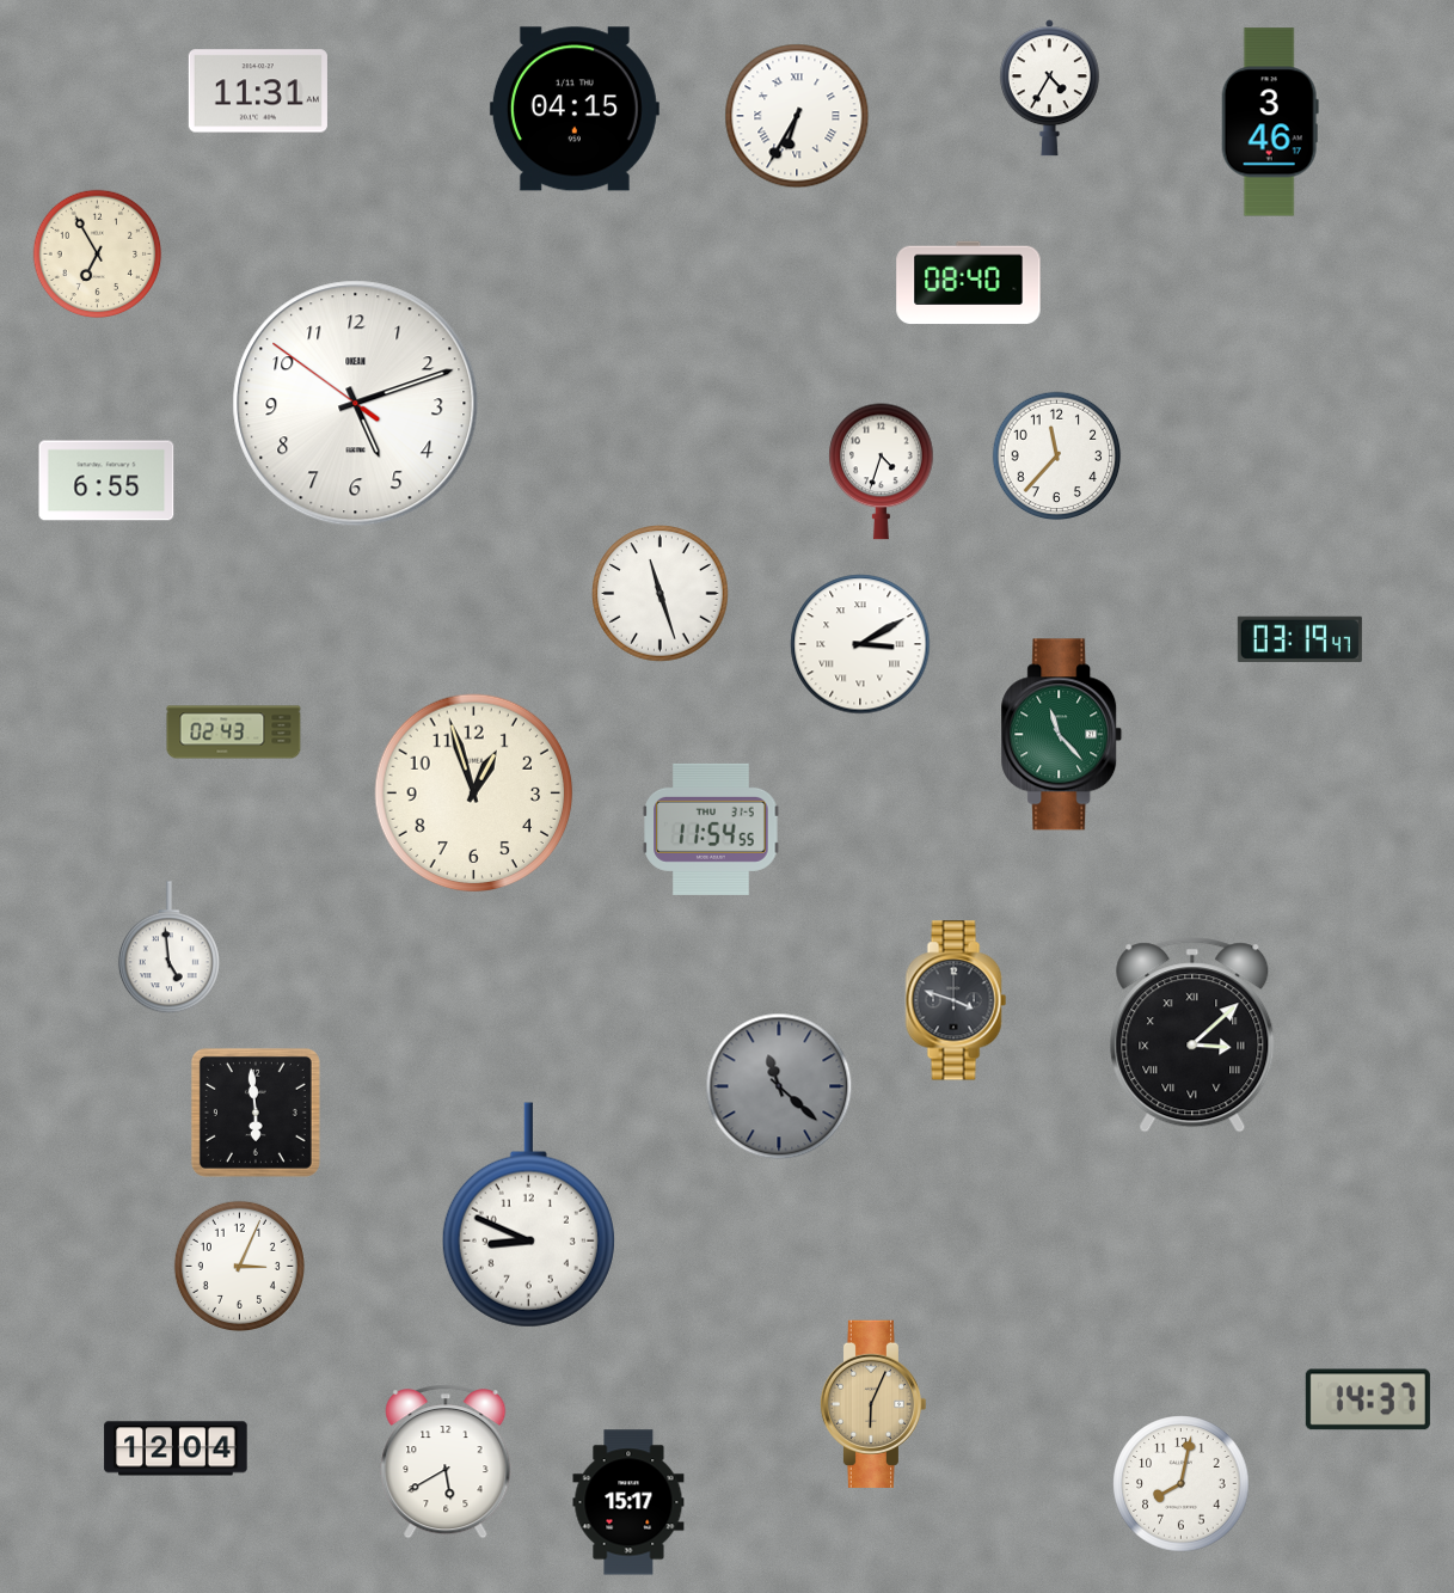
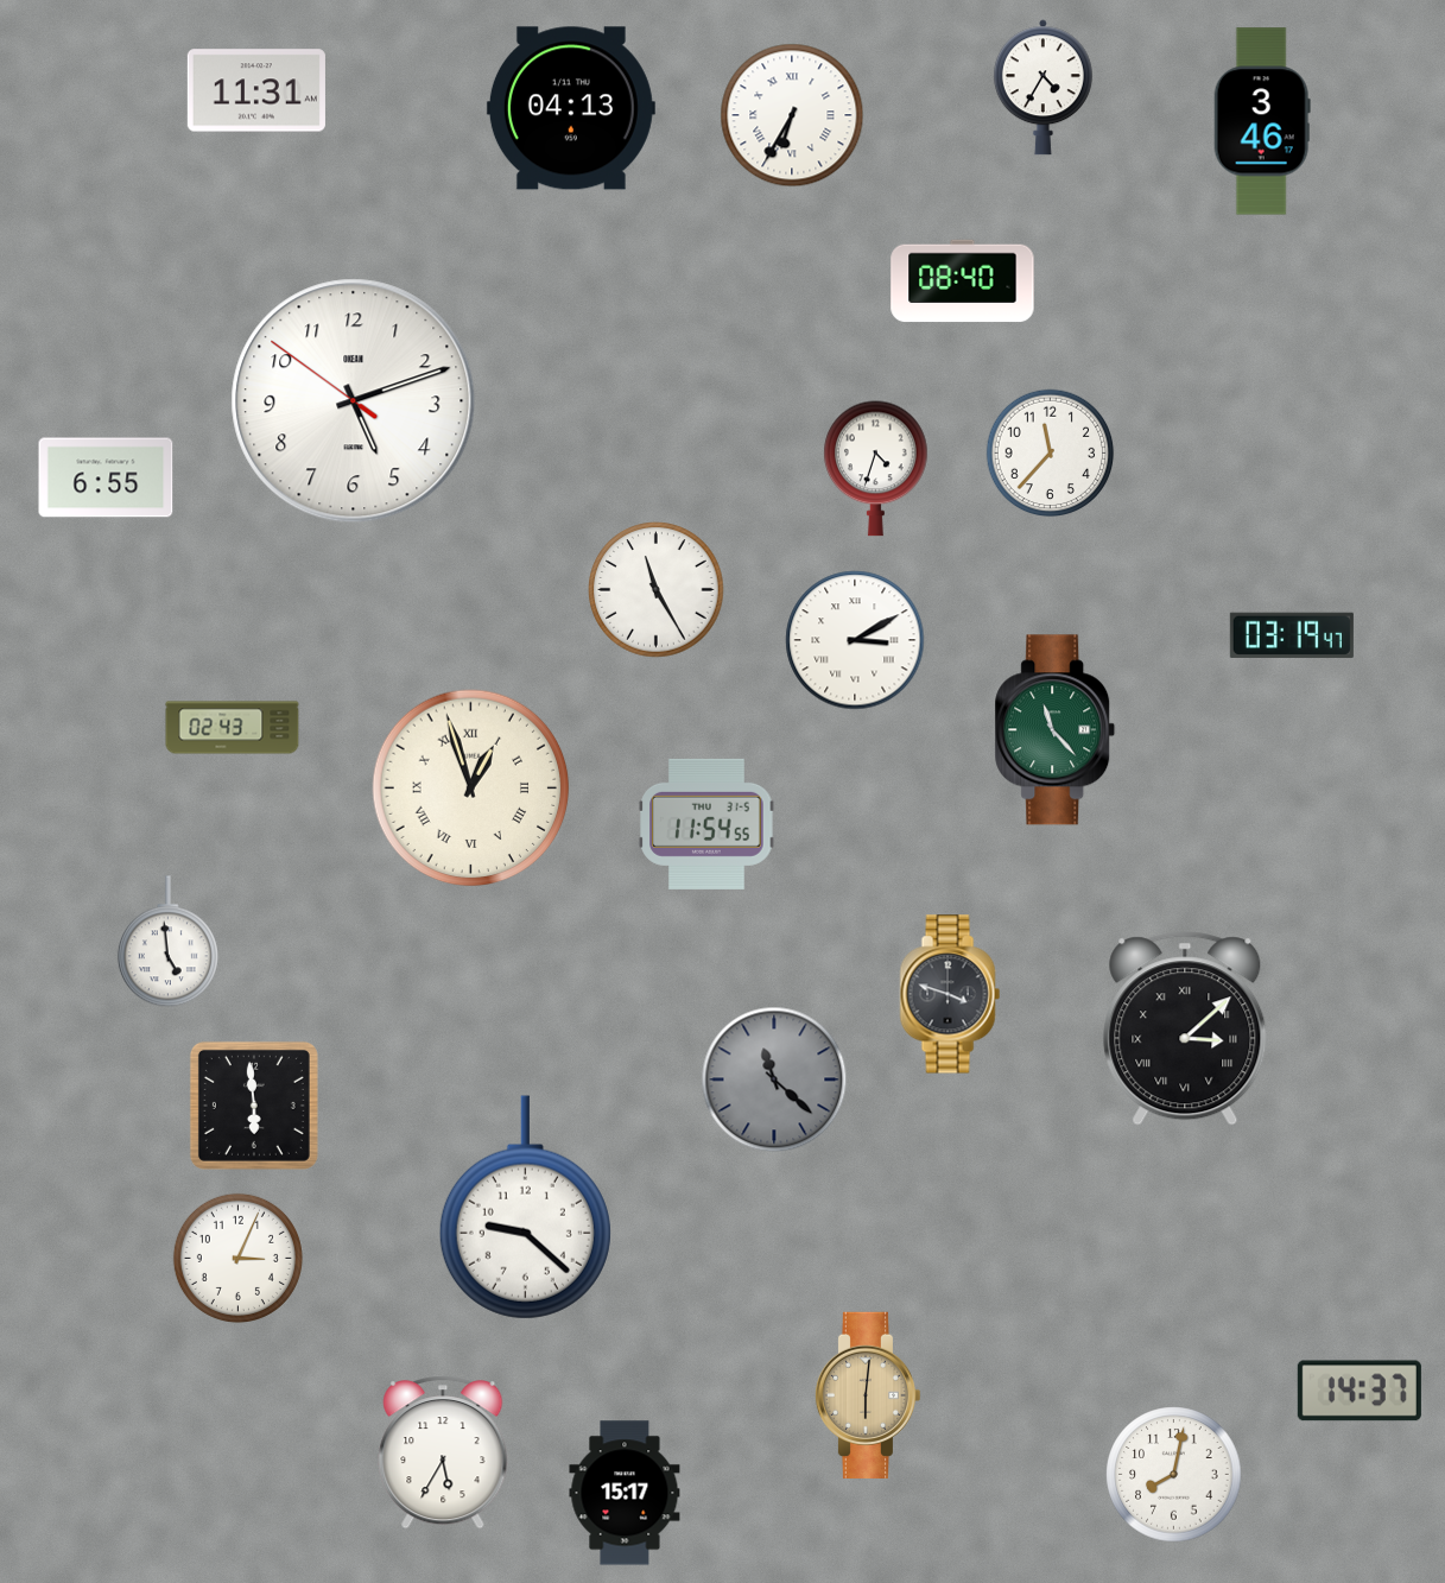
clock at (575, 109): 04:15 -> 04:13
clock at (98, 255): 6:55 -> none
clock at (661, 594): 11:27 -> 11:25
clock at (474, 794) numerals: Arabic -> Roman
clock at (528, 1215): 8:49 -> 9:22
clock at (873, 1404): 6:04 -> 6:01
clock at (176, 1448): 12:04 -> none
clock at (446, 1462): 5:40 -> 5:35
